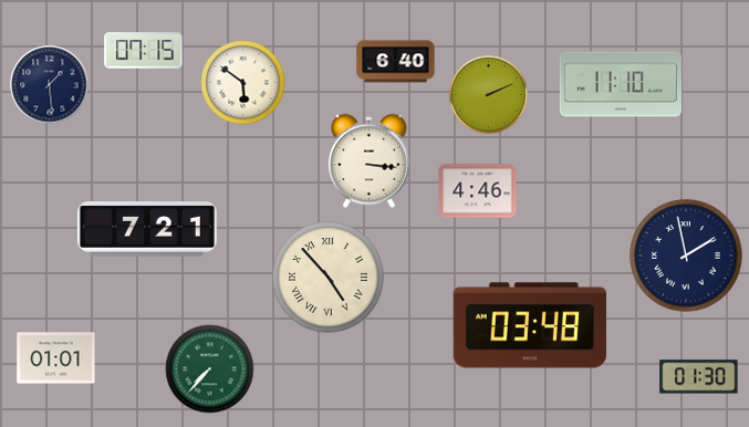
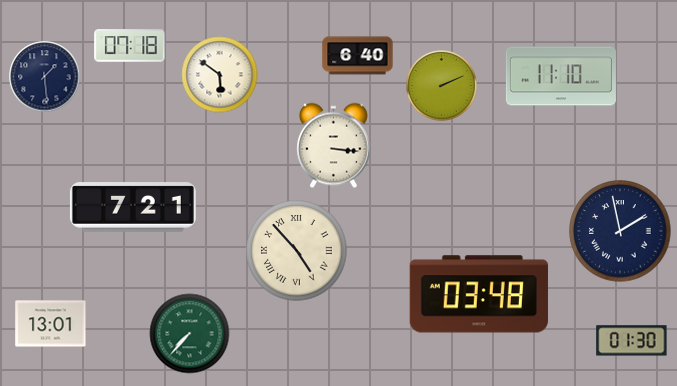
clock at (144, 51): 07:15 -> 07:18
clock at (478, 191): 4:46 -> none
clock at (56, 358): 01:01 -> 13:01
